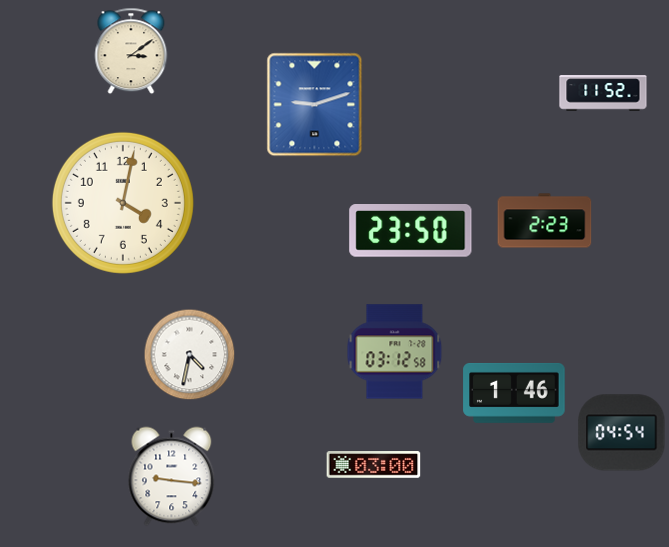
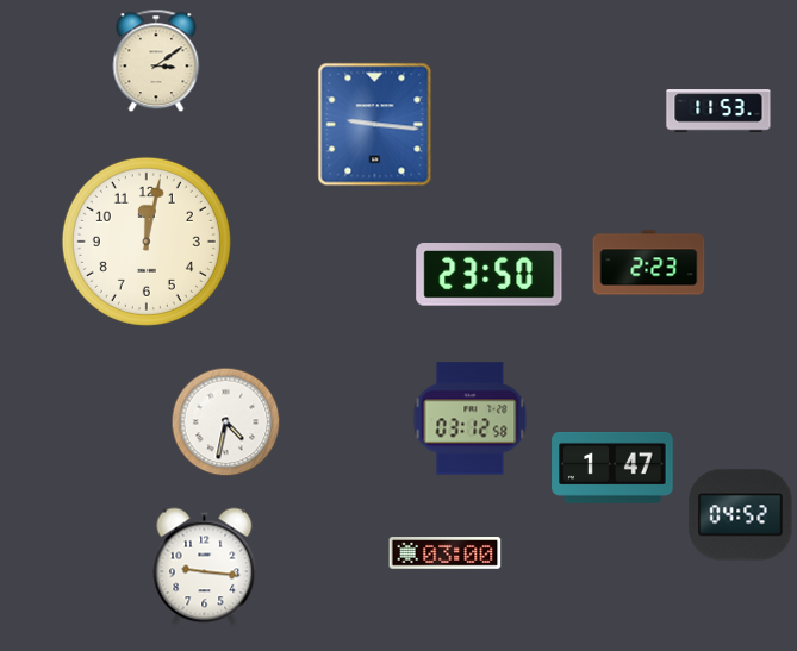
clock at (603, 93): 11:52 -> 11:53
clock at (315, 105): 9:12 -> 9:16
clock at (123, 203): 4:02 -> 12:02
clock at (514, 393): 1:46 -> 1:47
clock at (622, 433): 04:54 -> 04:52
